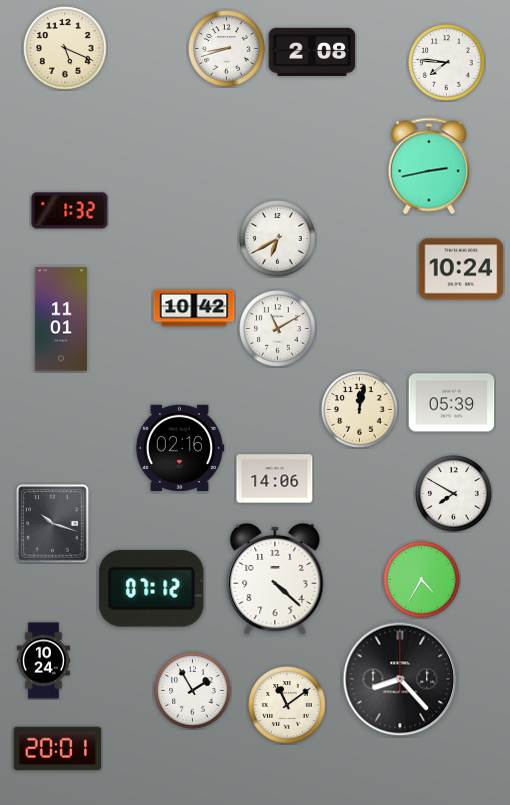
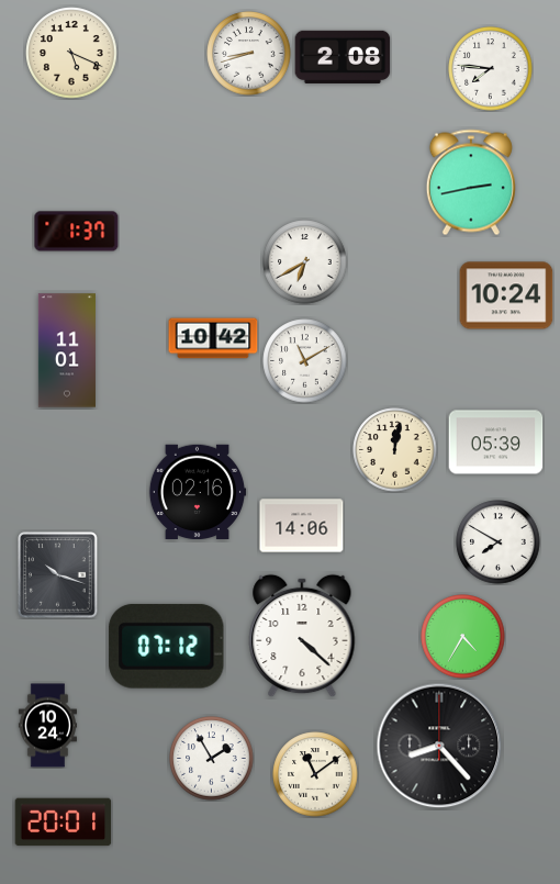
clock at (70, 211): 1:32 -> 1:37
